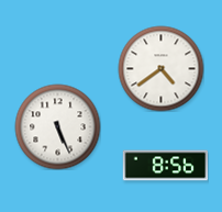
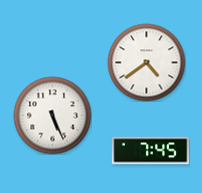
clock at (165, 166): 8:56 -> 7:45
